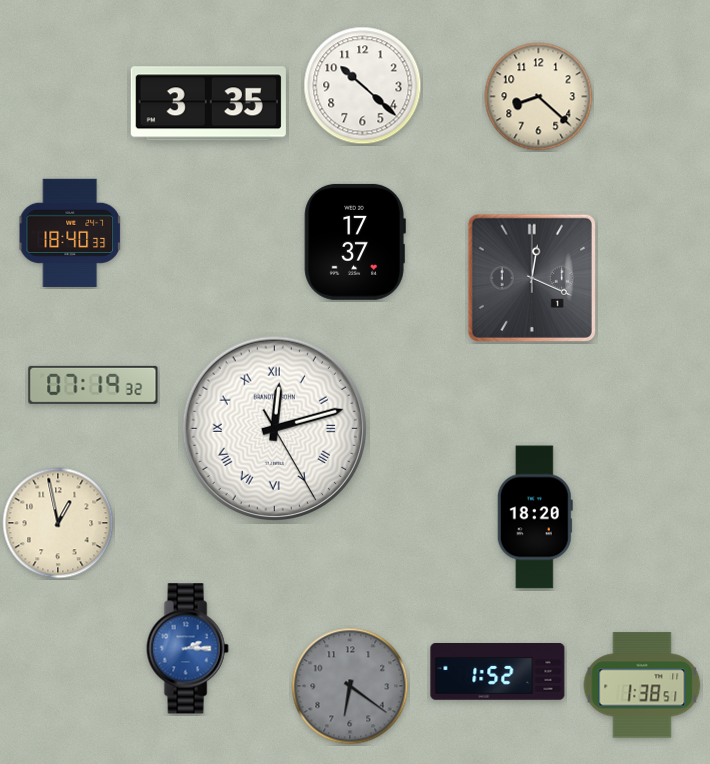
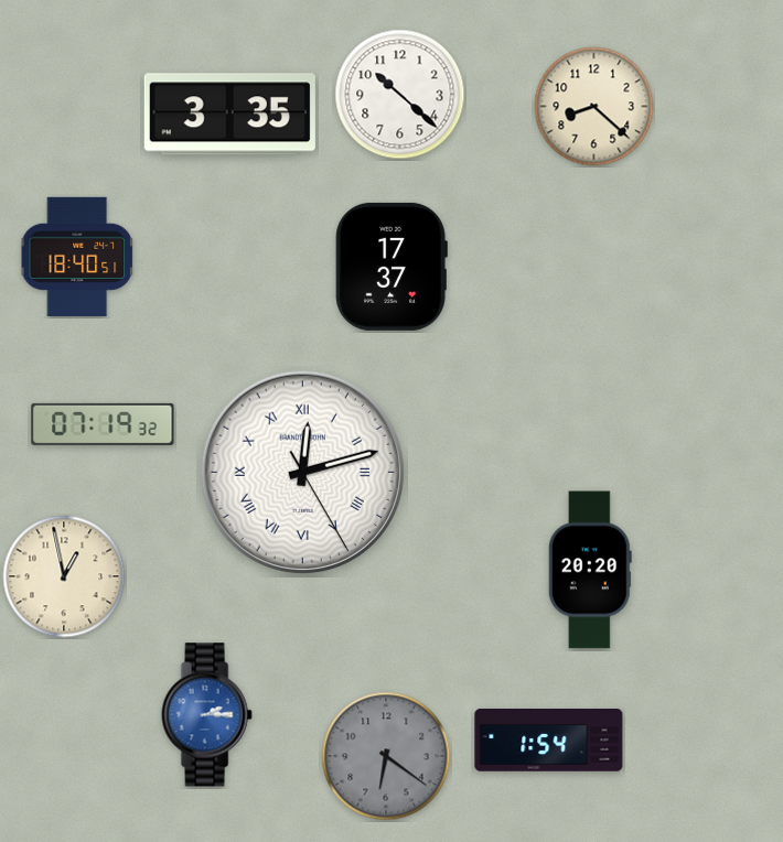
clock at (69, 233): 18:40:33 -> 18:40:51
clock at (532, 278): 12:19 -> none
clock at (535, 517): 18:20 -> 20:20
clock at (498, 672): 1:52 -> 1:54
clock at (642, 685): 1:38 -> none
